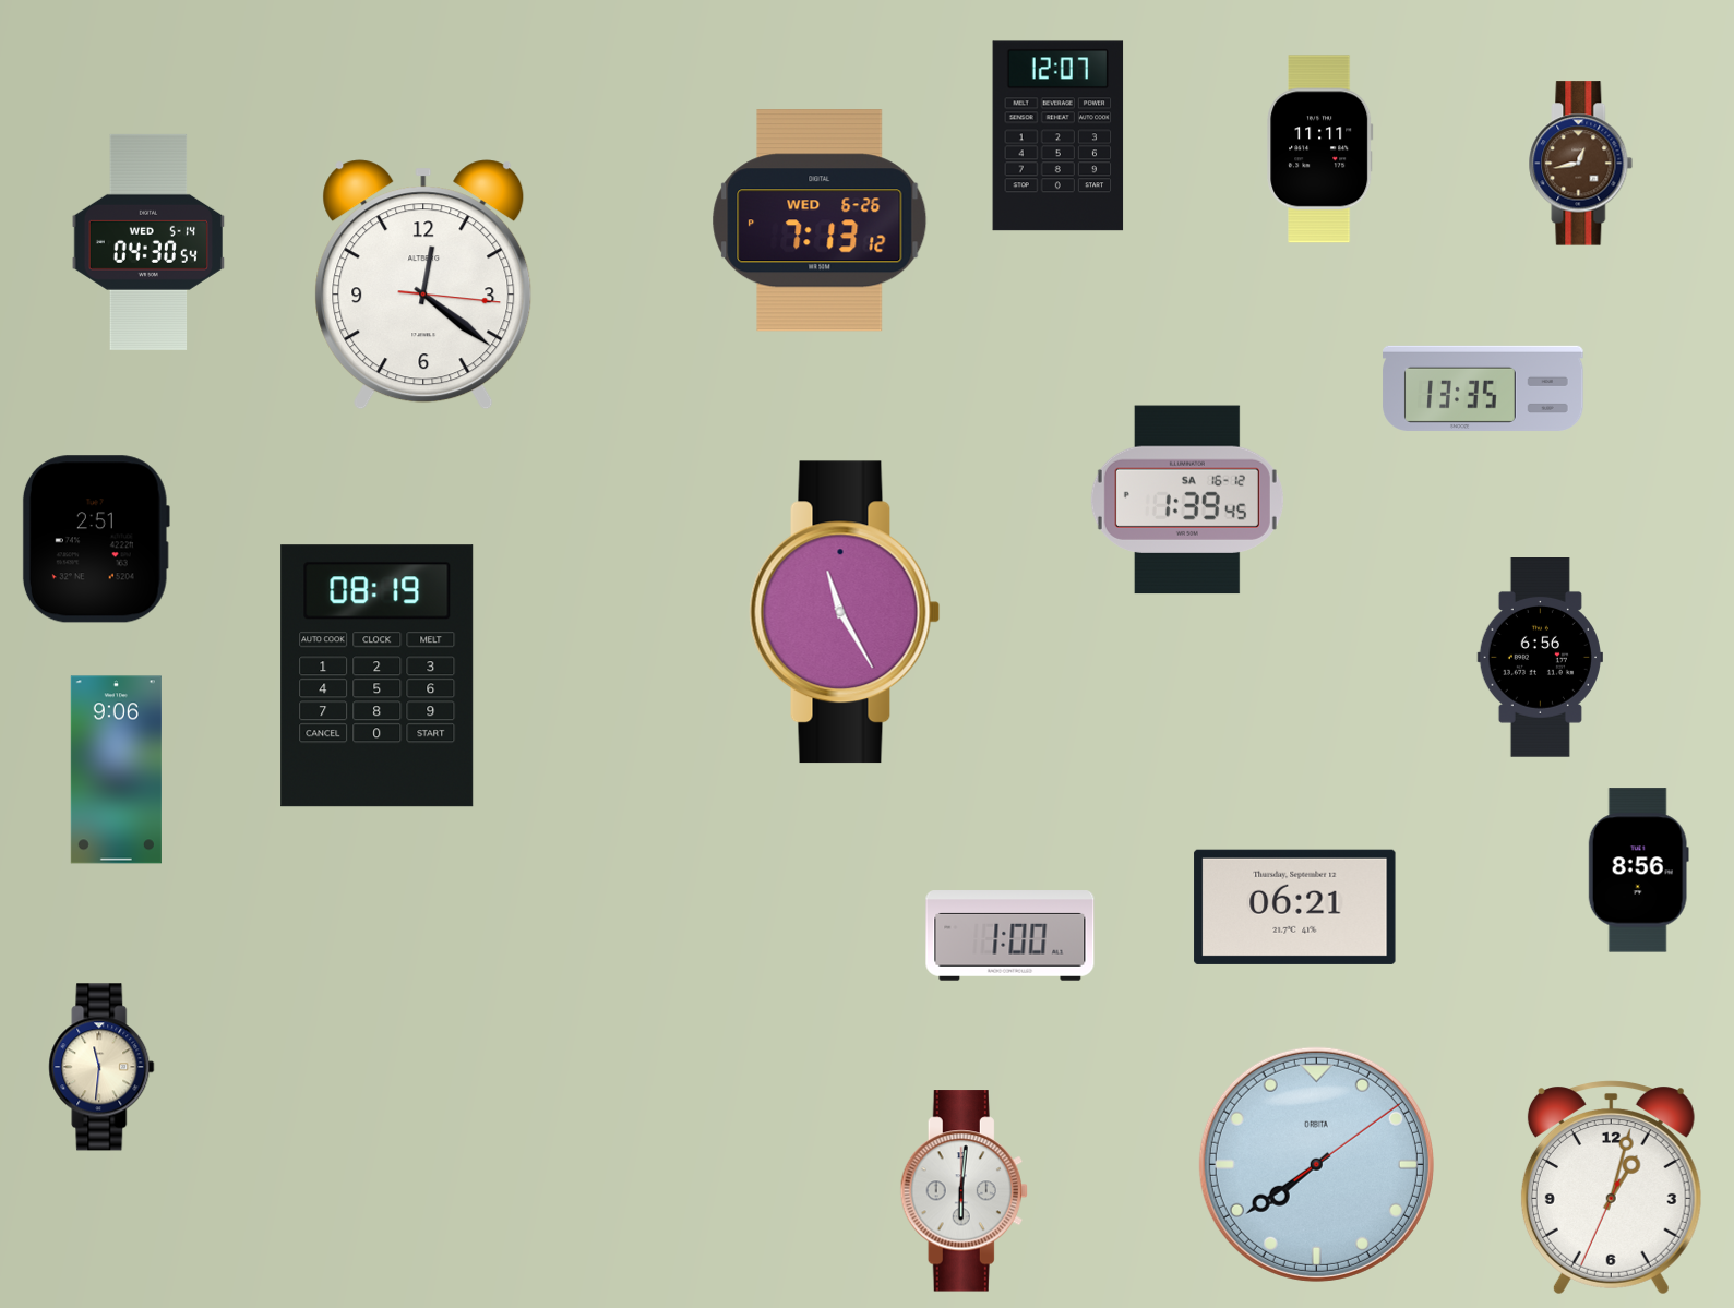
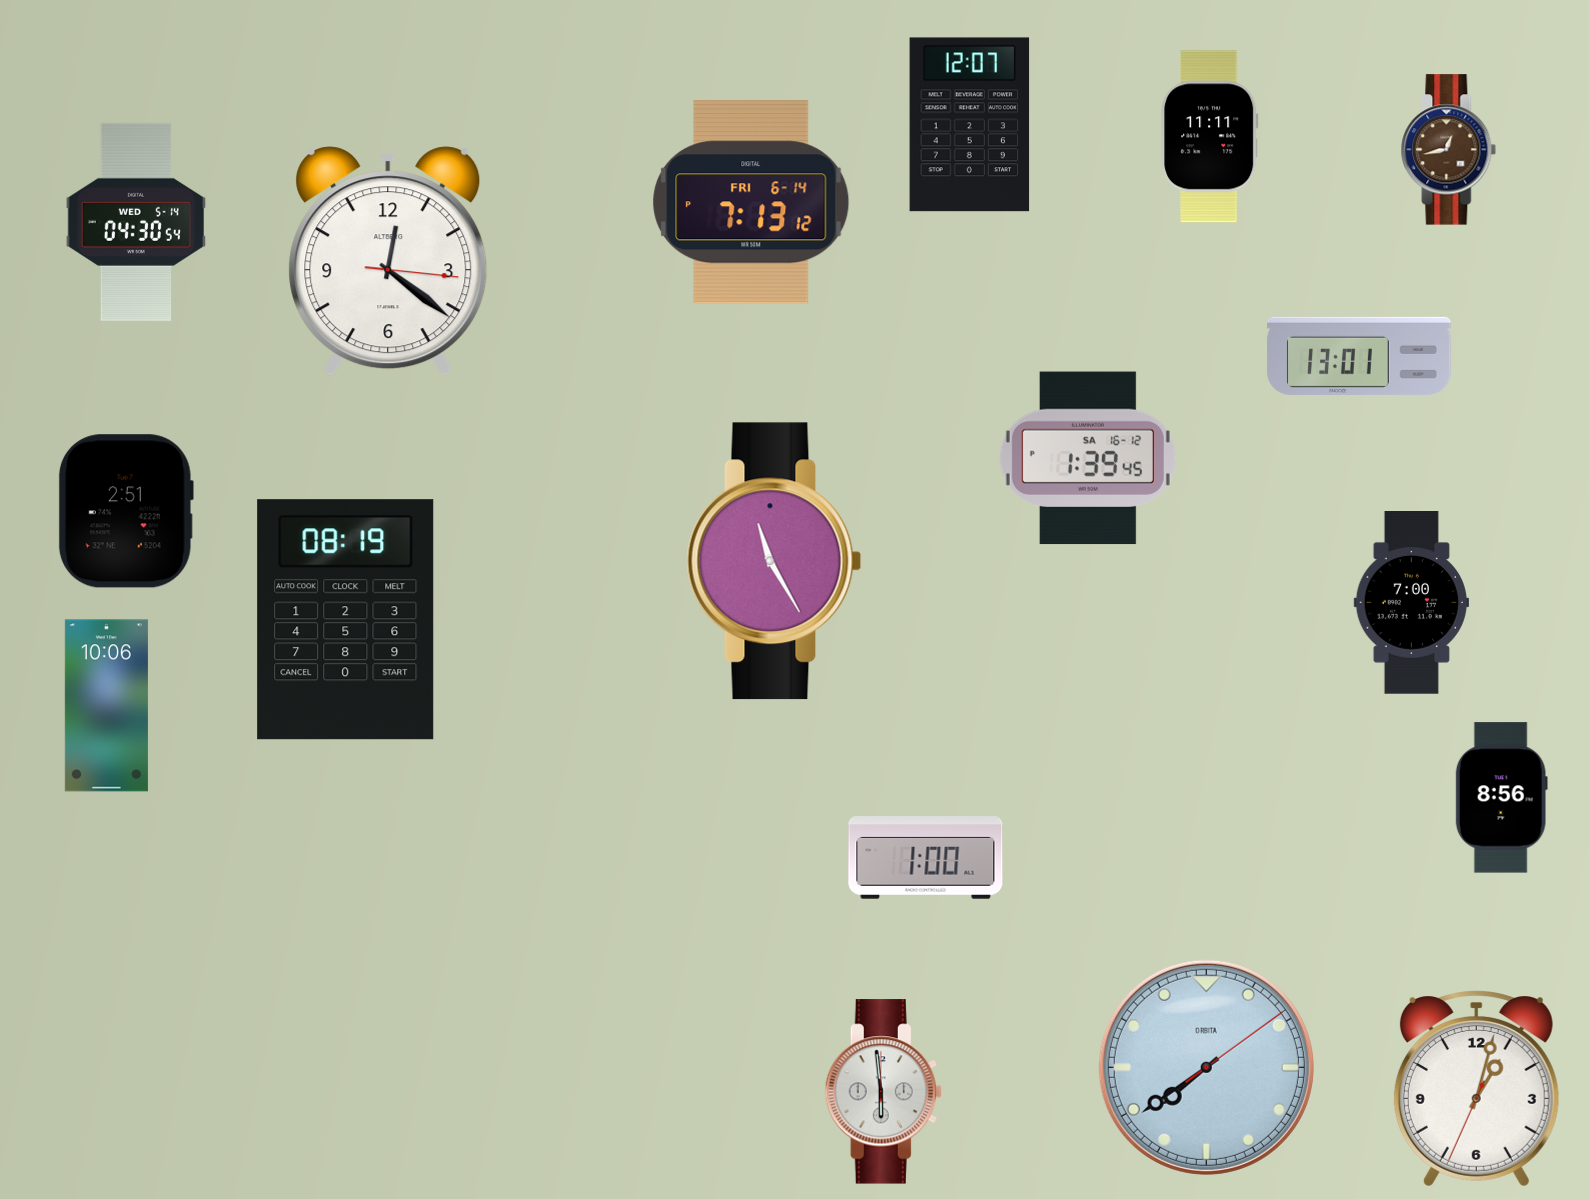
clock at (820, 220) date: WED 6-26 -> FRI 6-14
clock at (1483, 388): 13:35 -> 13:01
clock at (96, 539) position: (96, 539) -> (126, 511)
clock at (1540, 658): 6:56 -> 7:00
clock at (116, 770): 9:06 -> 10:06
clock at (1295, 907): 06:21 -> none
clock at (101, 1067): 11:31 -> none
clock at (964, 1191): 6:01 -> 5:59
